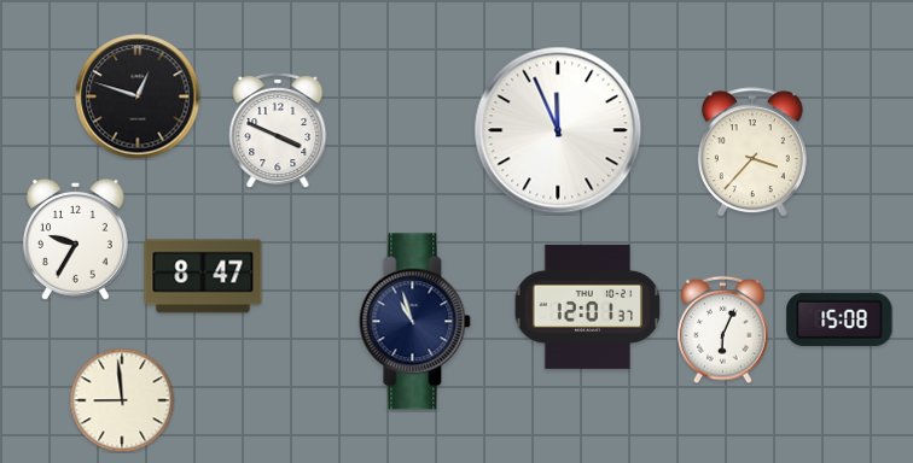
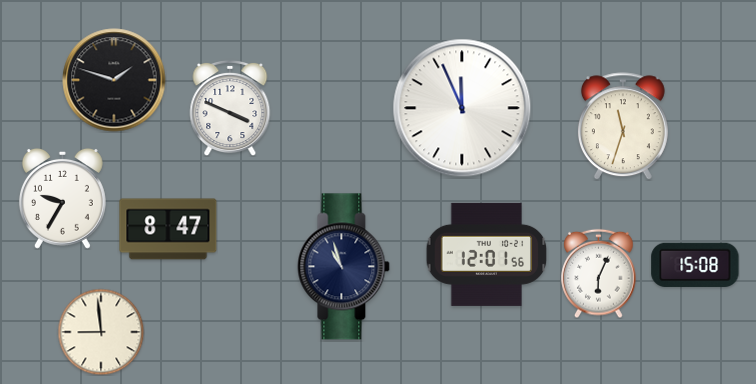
clock at (138, 96): 12:48 -> 1:48
clock at (752, 152): 3:37 -> 11:33
clock at (588, 306): 12:01:37 -> 12:01:56
